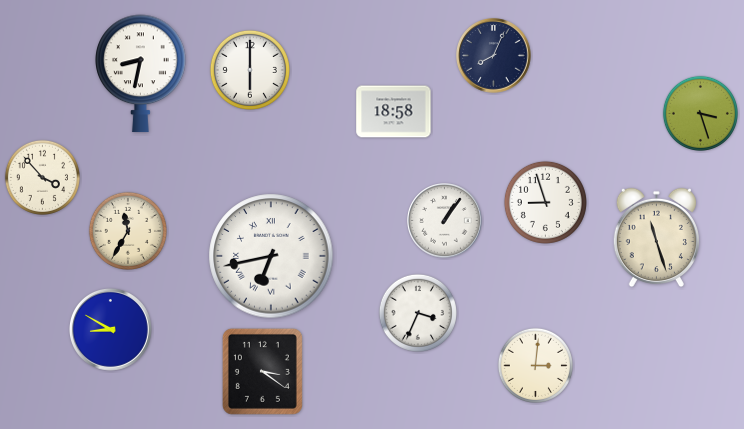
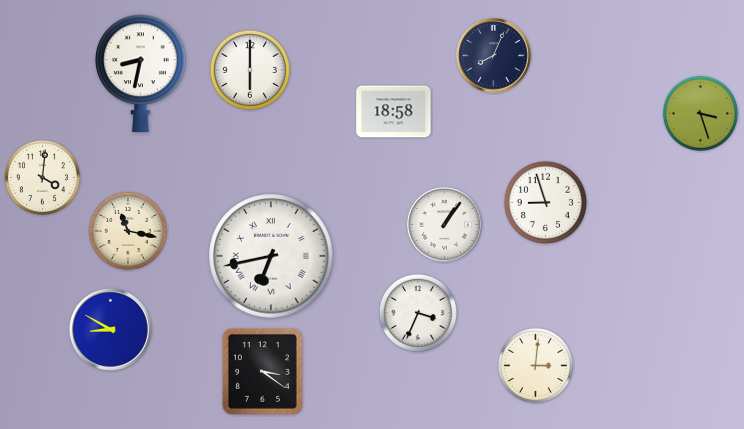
clock at (42, 177): 3:53 -> 4:01
clock at (445, 221) position: (445, 221) -> (445, 225)
clock at (128, 231): 11:35 -> 11:17
clock at (656, 238): 11:27 -> none
